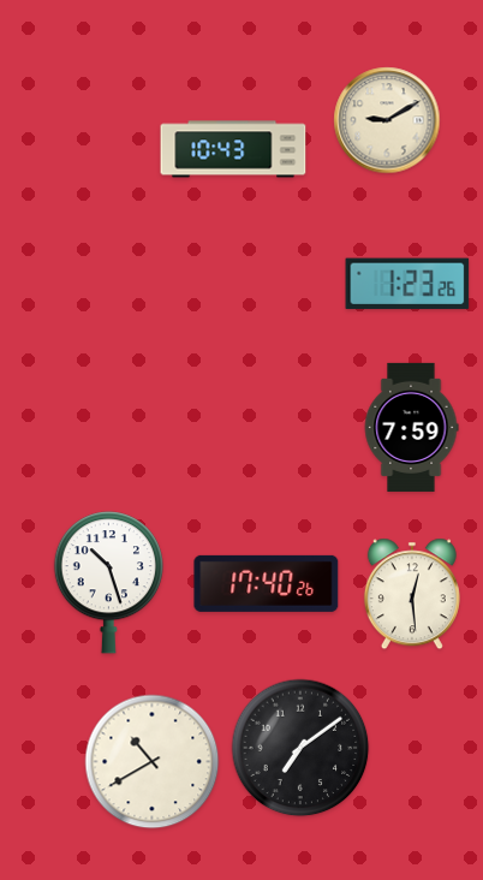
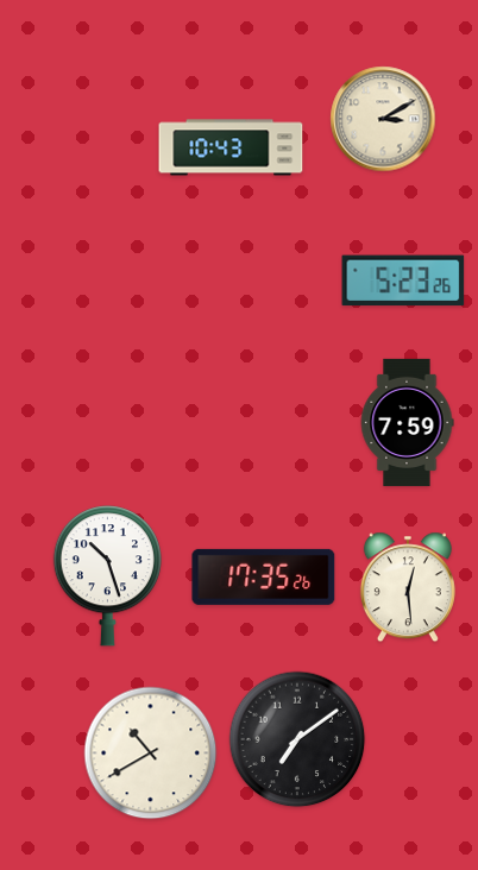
clock at (387, 120): 9:10 -> 3:10
clock at (407, 284): 1:23 -> 5:23
clock at (267, 583): 17:40 -> 17:35
